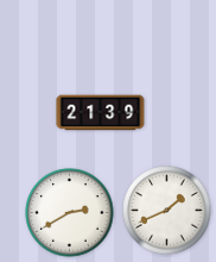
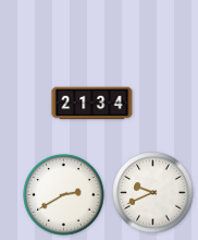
clock at (101, 113): 21:39 -> 21:34
clock at (167, 211): 1:41 -> 9:41
